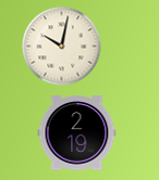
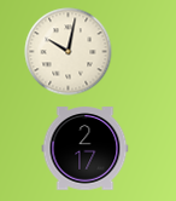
clock at (77, 133): 2:19 -> 2:17
